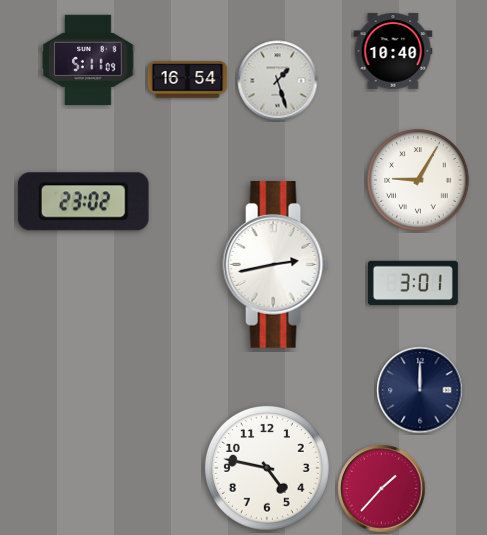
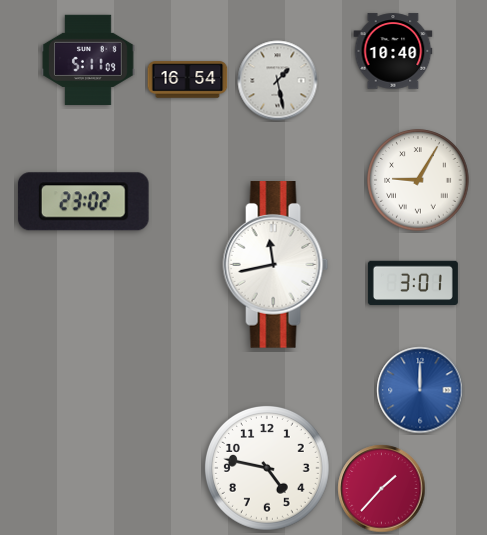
clock at (278, 81): 1:27 -> 1:28
clock at (276, 265): 2:43 -> 11:43
clock at (420, 390) dial: navy -> blue
